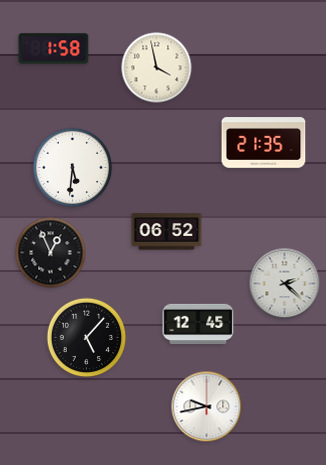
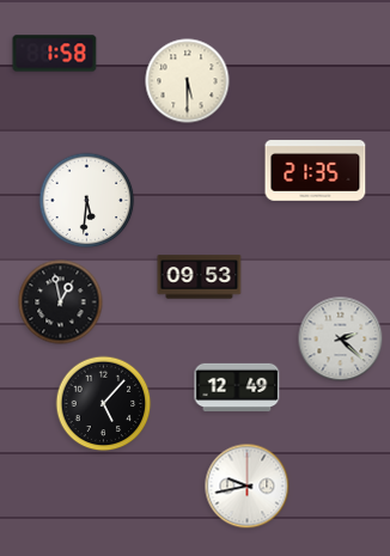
clock at (54, 49) position: (54, 49) -> (55, 54)
clock at (157, 68): 3:58 -> 5:30
clock at (167, 232): 06:52 -> 09:53
clock at (51, 253): 12:56 -> 12:58
clock at (198, 324): 12:45 -> 12:49
